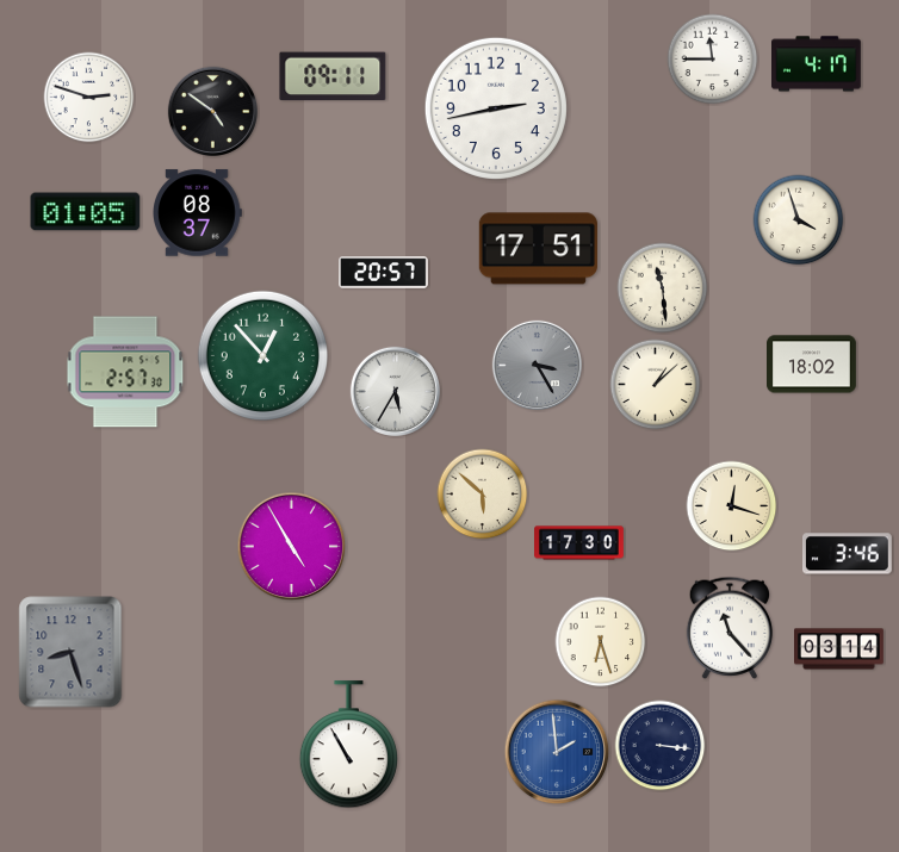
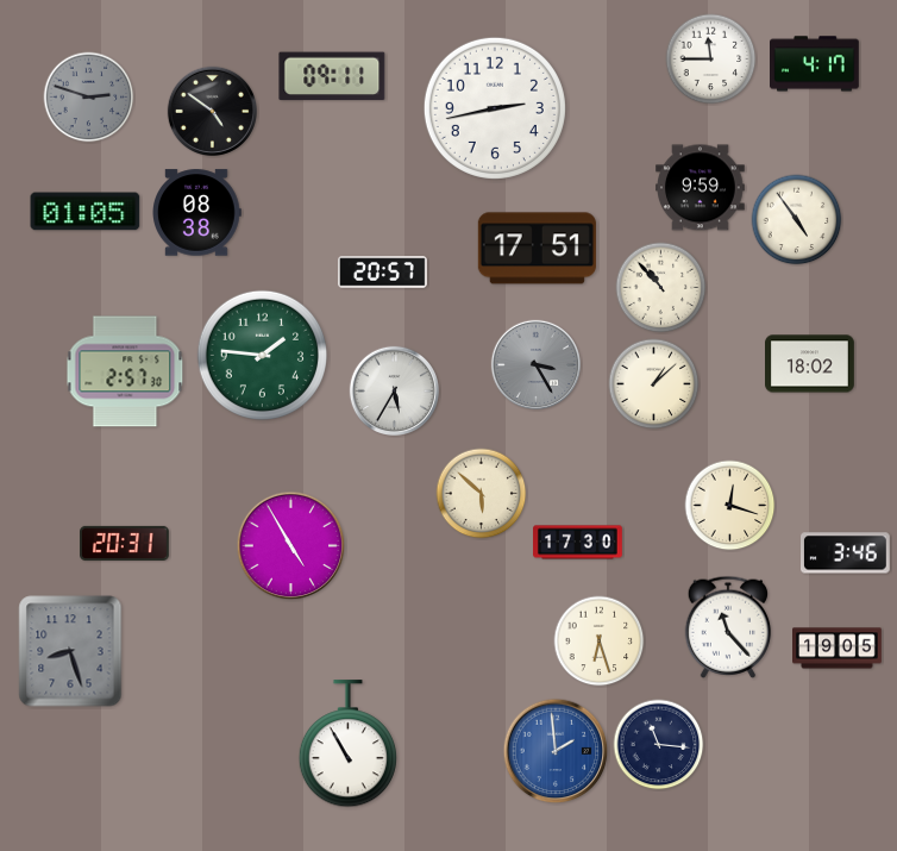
clock at (89, 98) dial: white -> grey
clock at (701, 188): none -> 9:59
clock at (198, 213): 08:37 -> 08:38
clock at (799, 220): 3:57 -> 4:54
clock at (663, 288): 11:29 -> 10:53
clock at (262, 355): 12:53 -> 1:46
clock at (125, 543): none -> 20:31
clock at (839, 649): 03:14 -> 19:05
clock at (661, 746): 3:16 -> 11:16
